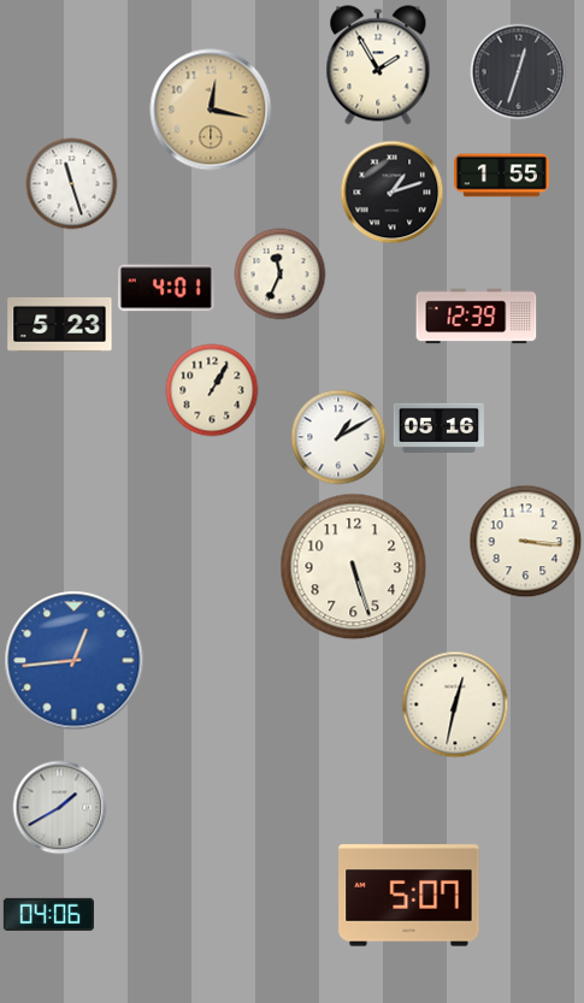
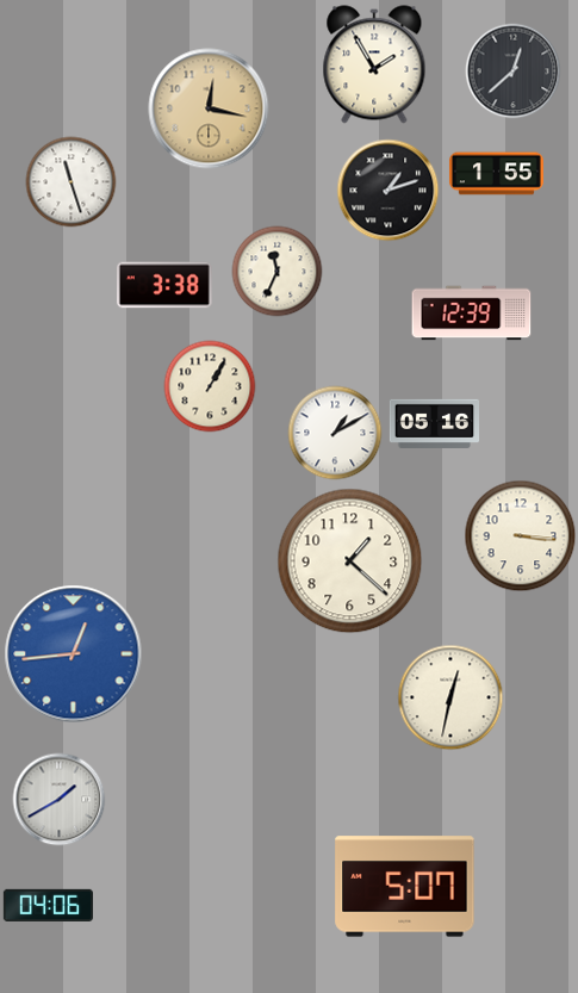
clock at (519, 72): 12:33 -> 12:38
clock at (166, 288): 4:01 -> 3:38
clock at (60, 324): 5:23 -> none
clock at (354, 567): 5:27 -> 1:22
